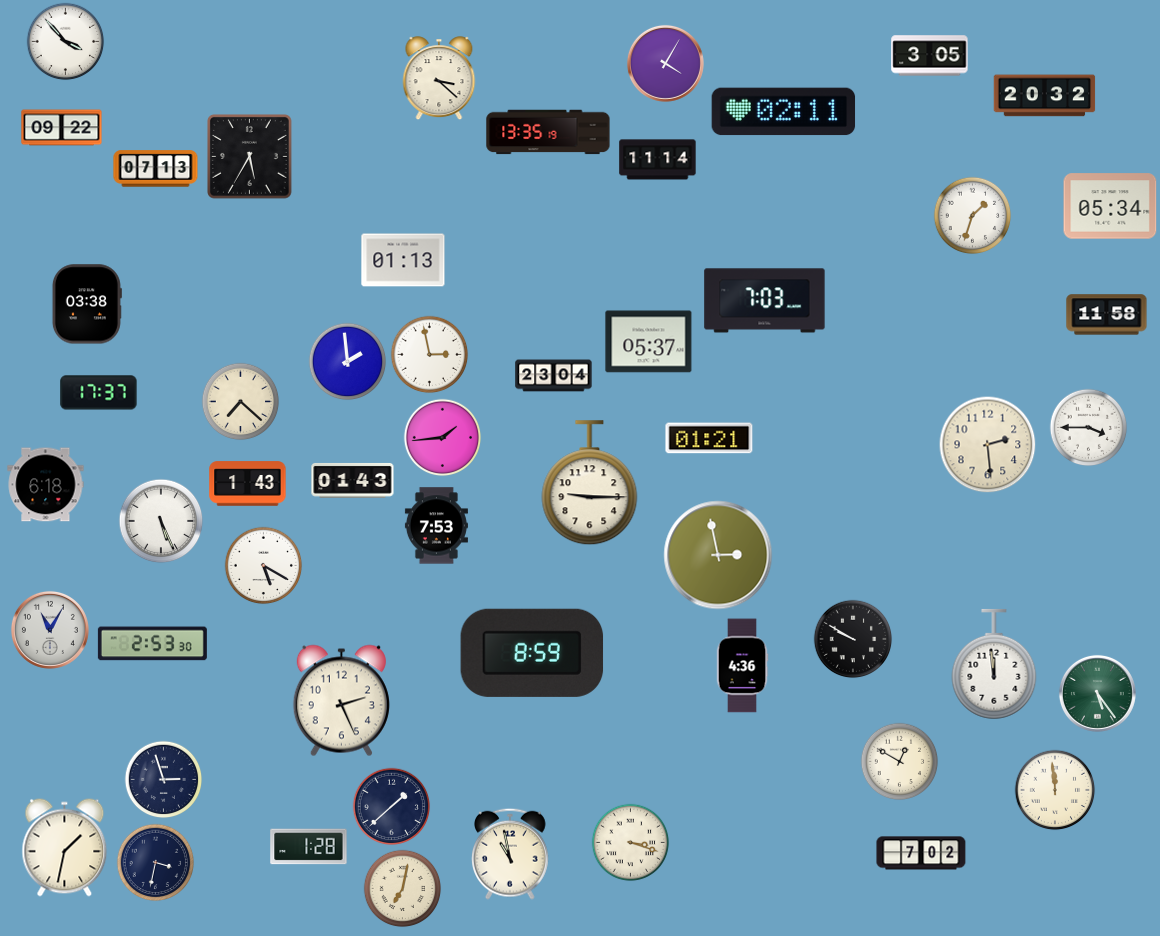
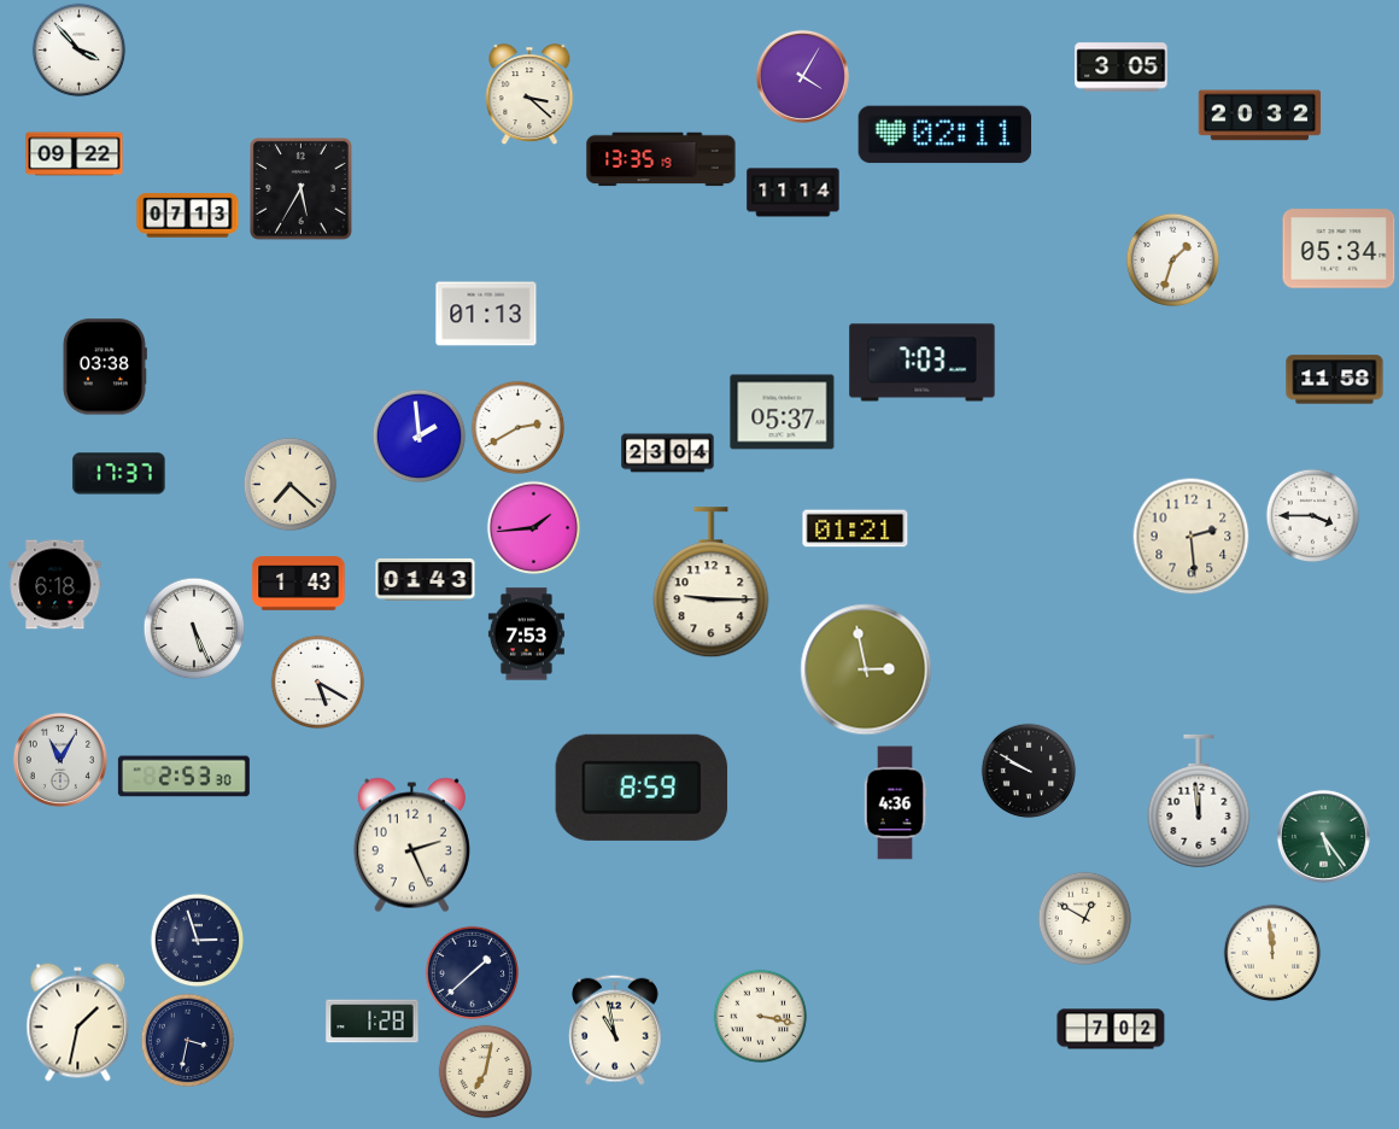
clock at (156, 169) position: (156, 169) -> (188, 216)
clock at (429, 354): 2:58 -> 2:40
clock at (630, 842): 3:18 -> 3:17
